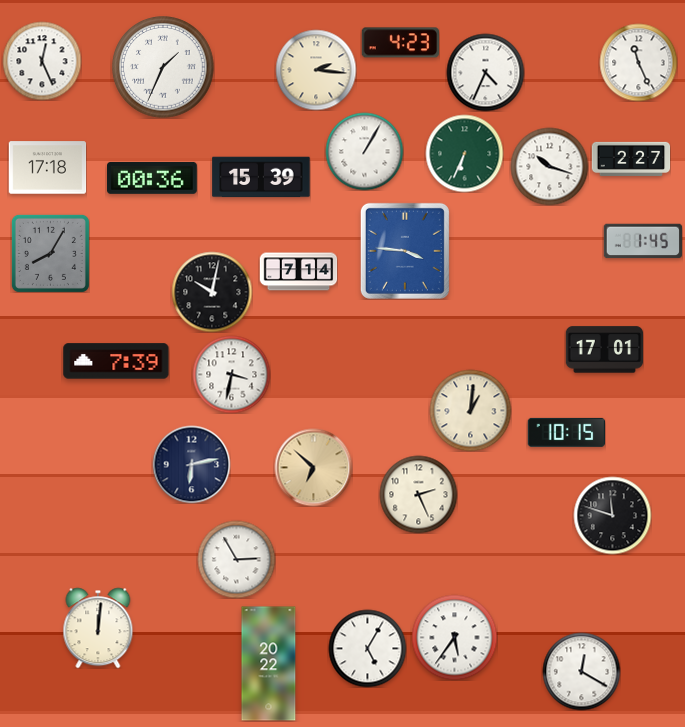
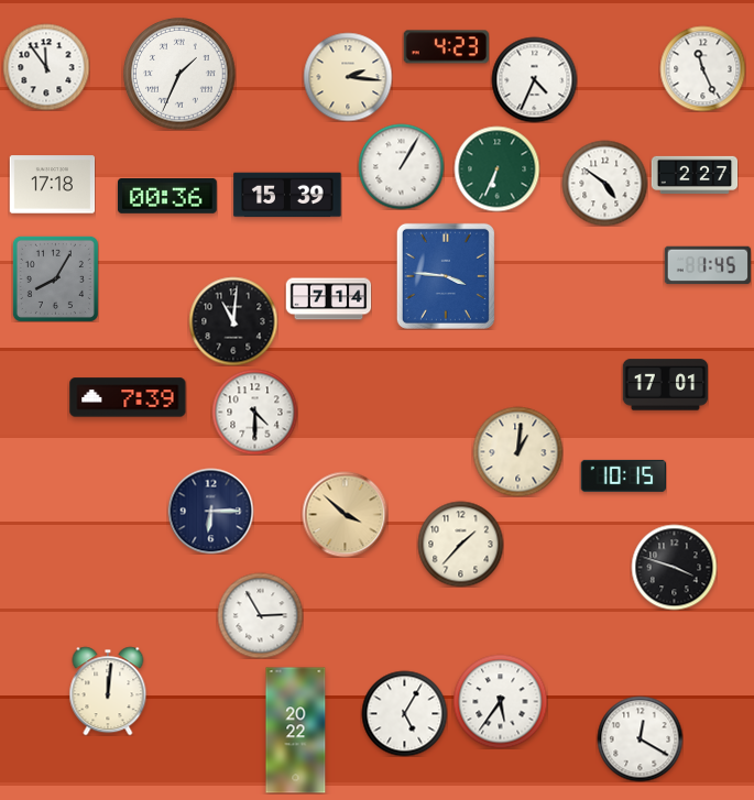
clock at (400, 43) position: (400, 43) -> (446, 47)
clock at (42, 61): 12:26 -> 11:54
clock at (464, 153) position: (464, 153) -> (496, 168)
clock at (549, 166): 10:18 -> 4:51
clock at (212, 292): 10:02 -> 11:01
clock at (231, 374): 3:32 -> 4:30
clock at (191, 464): 6:13 -> 6:15
clock at (313, 467): 6:52 -> 3:52
clock at (418, 494): 2:26 -> 1:37
clock at (612, 515): 11:48 -> 3:48
